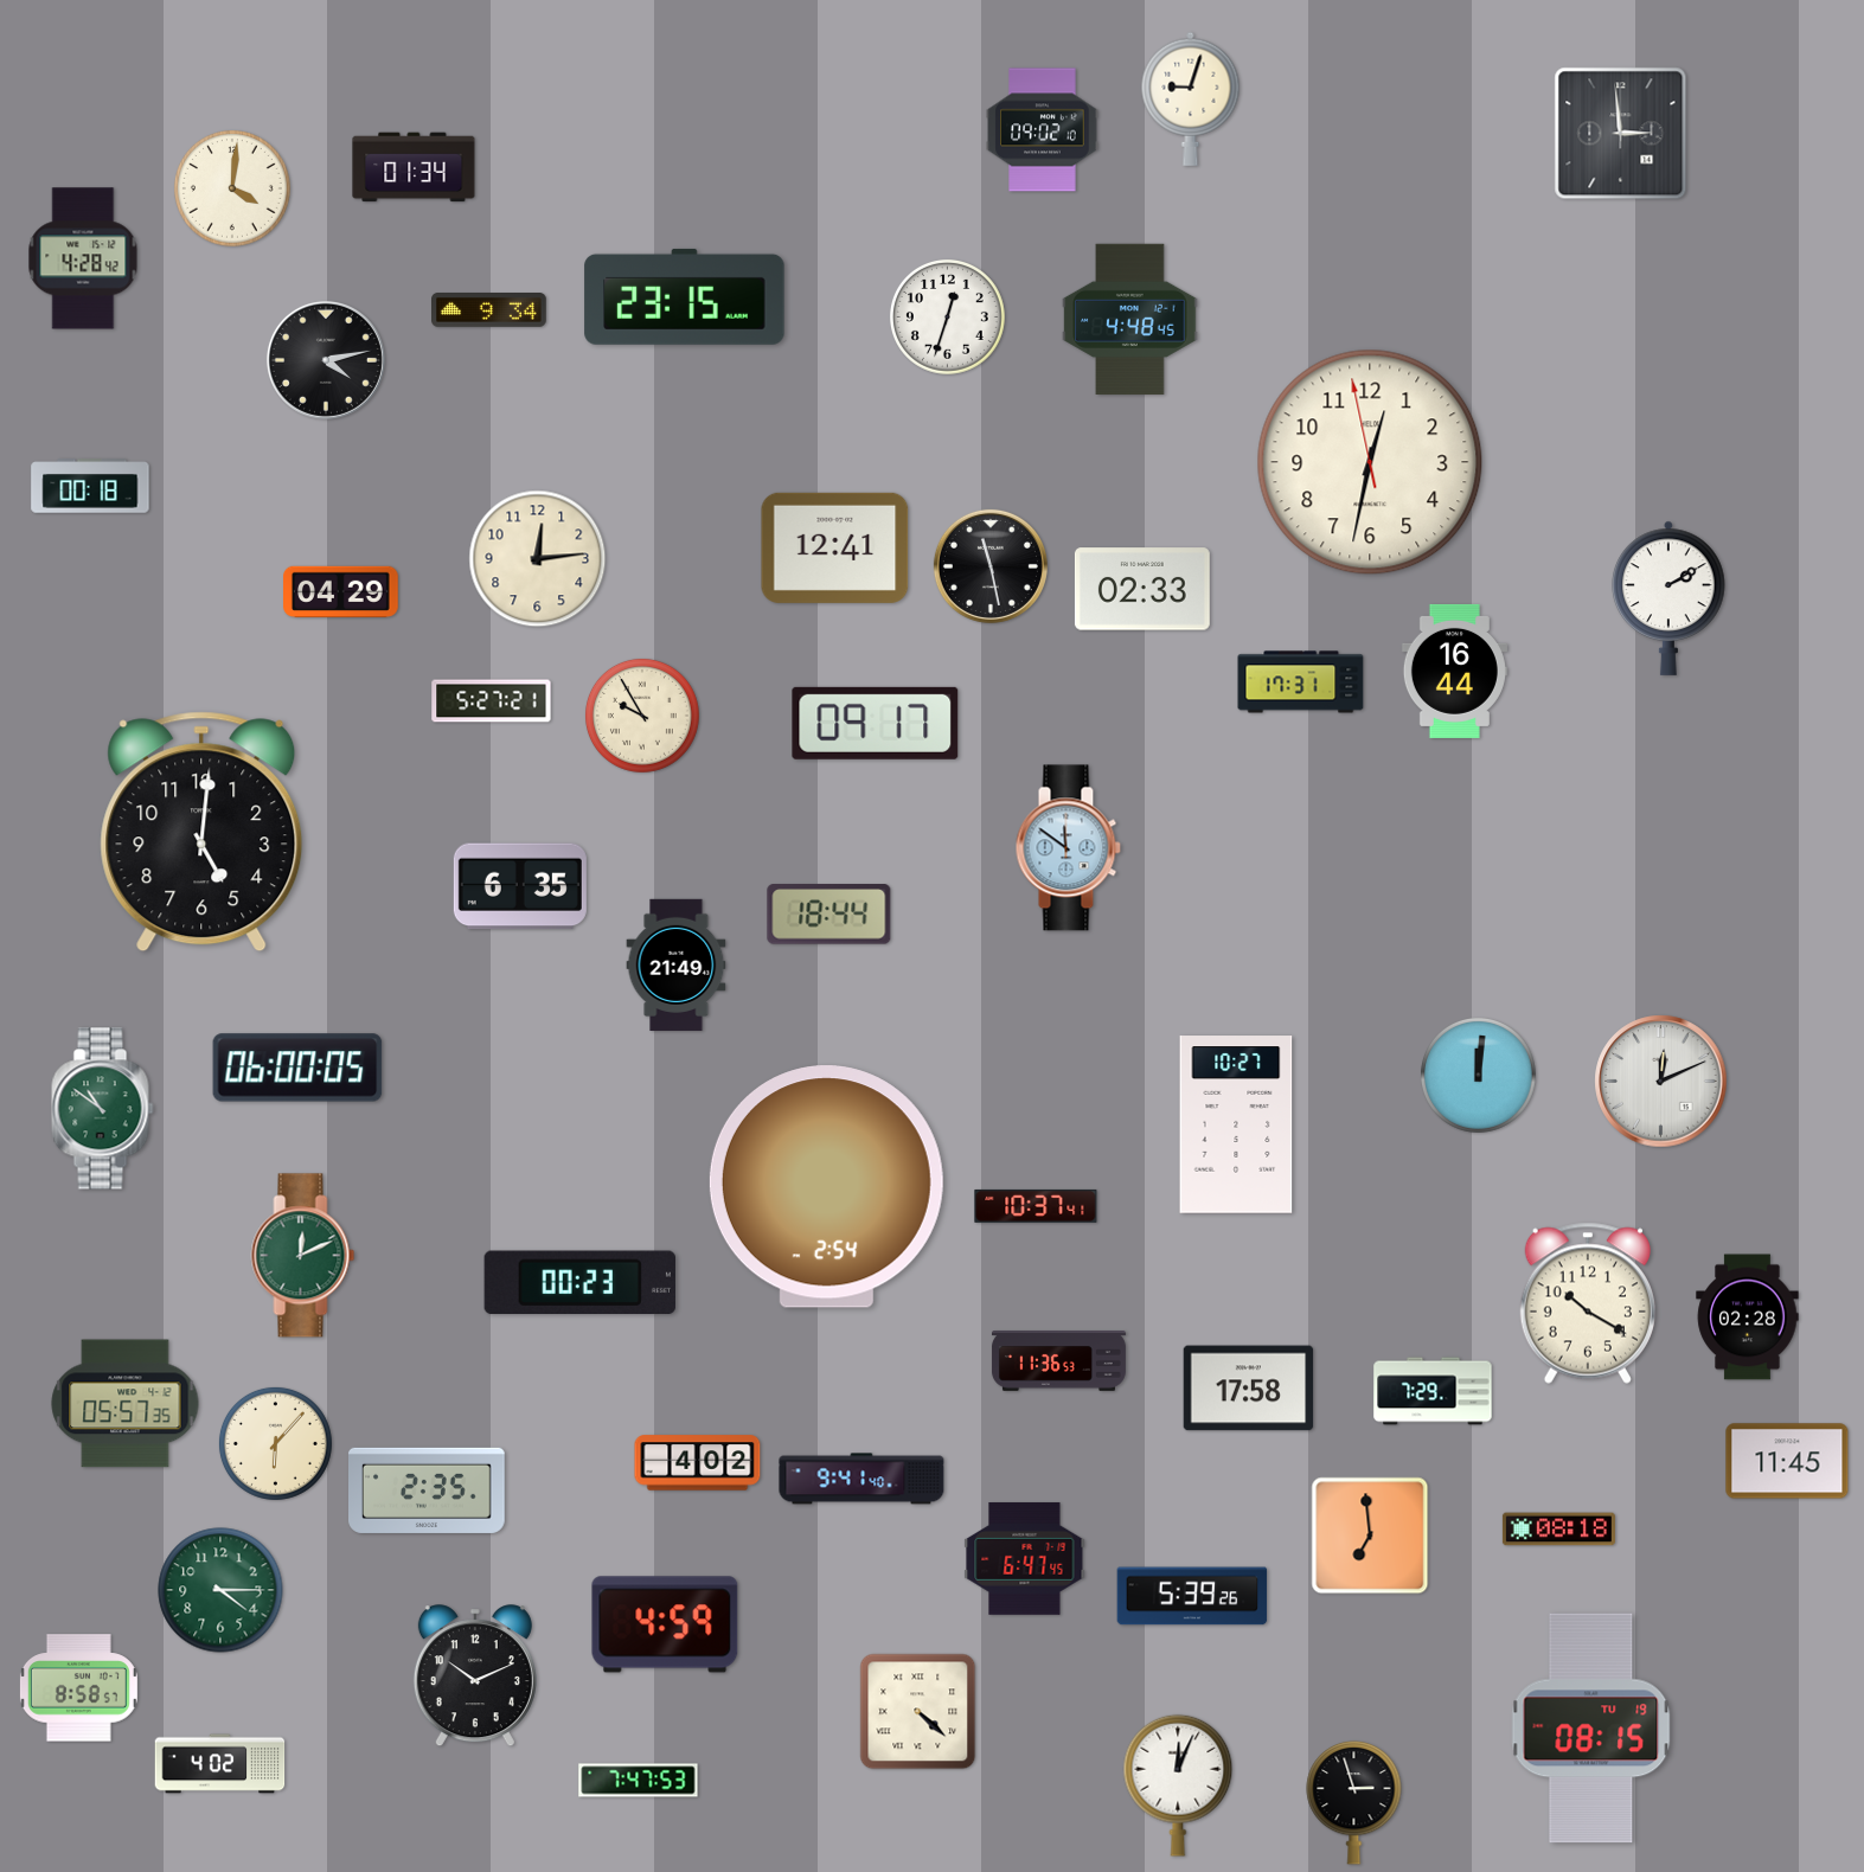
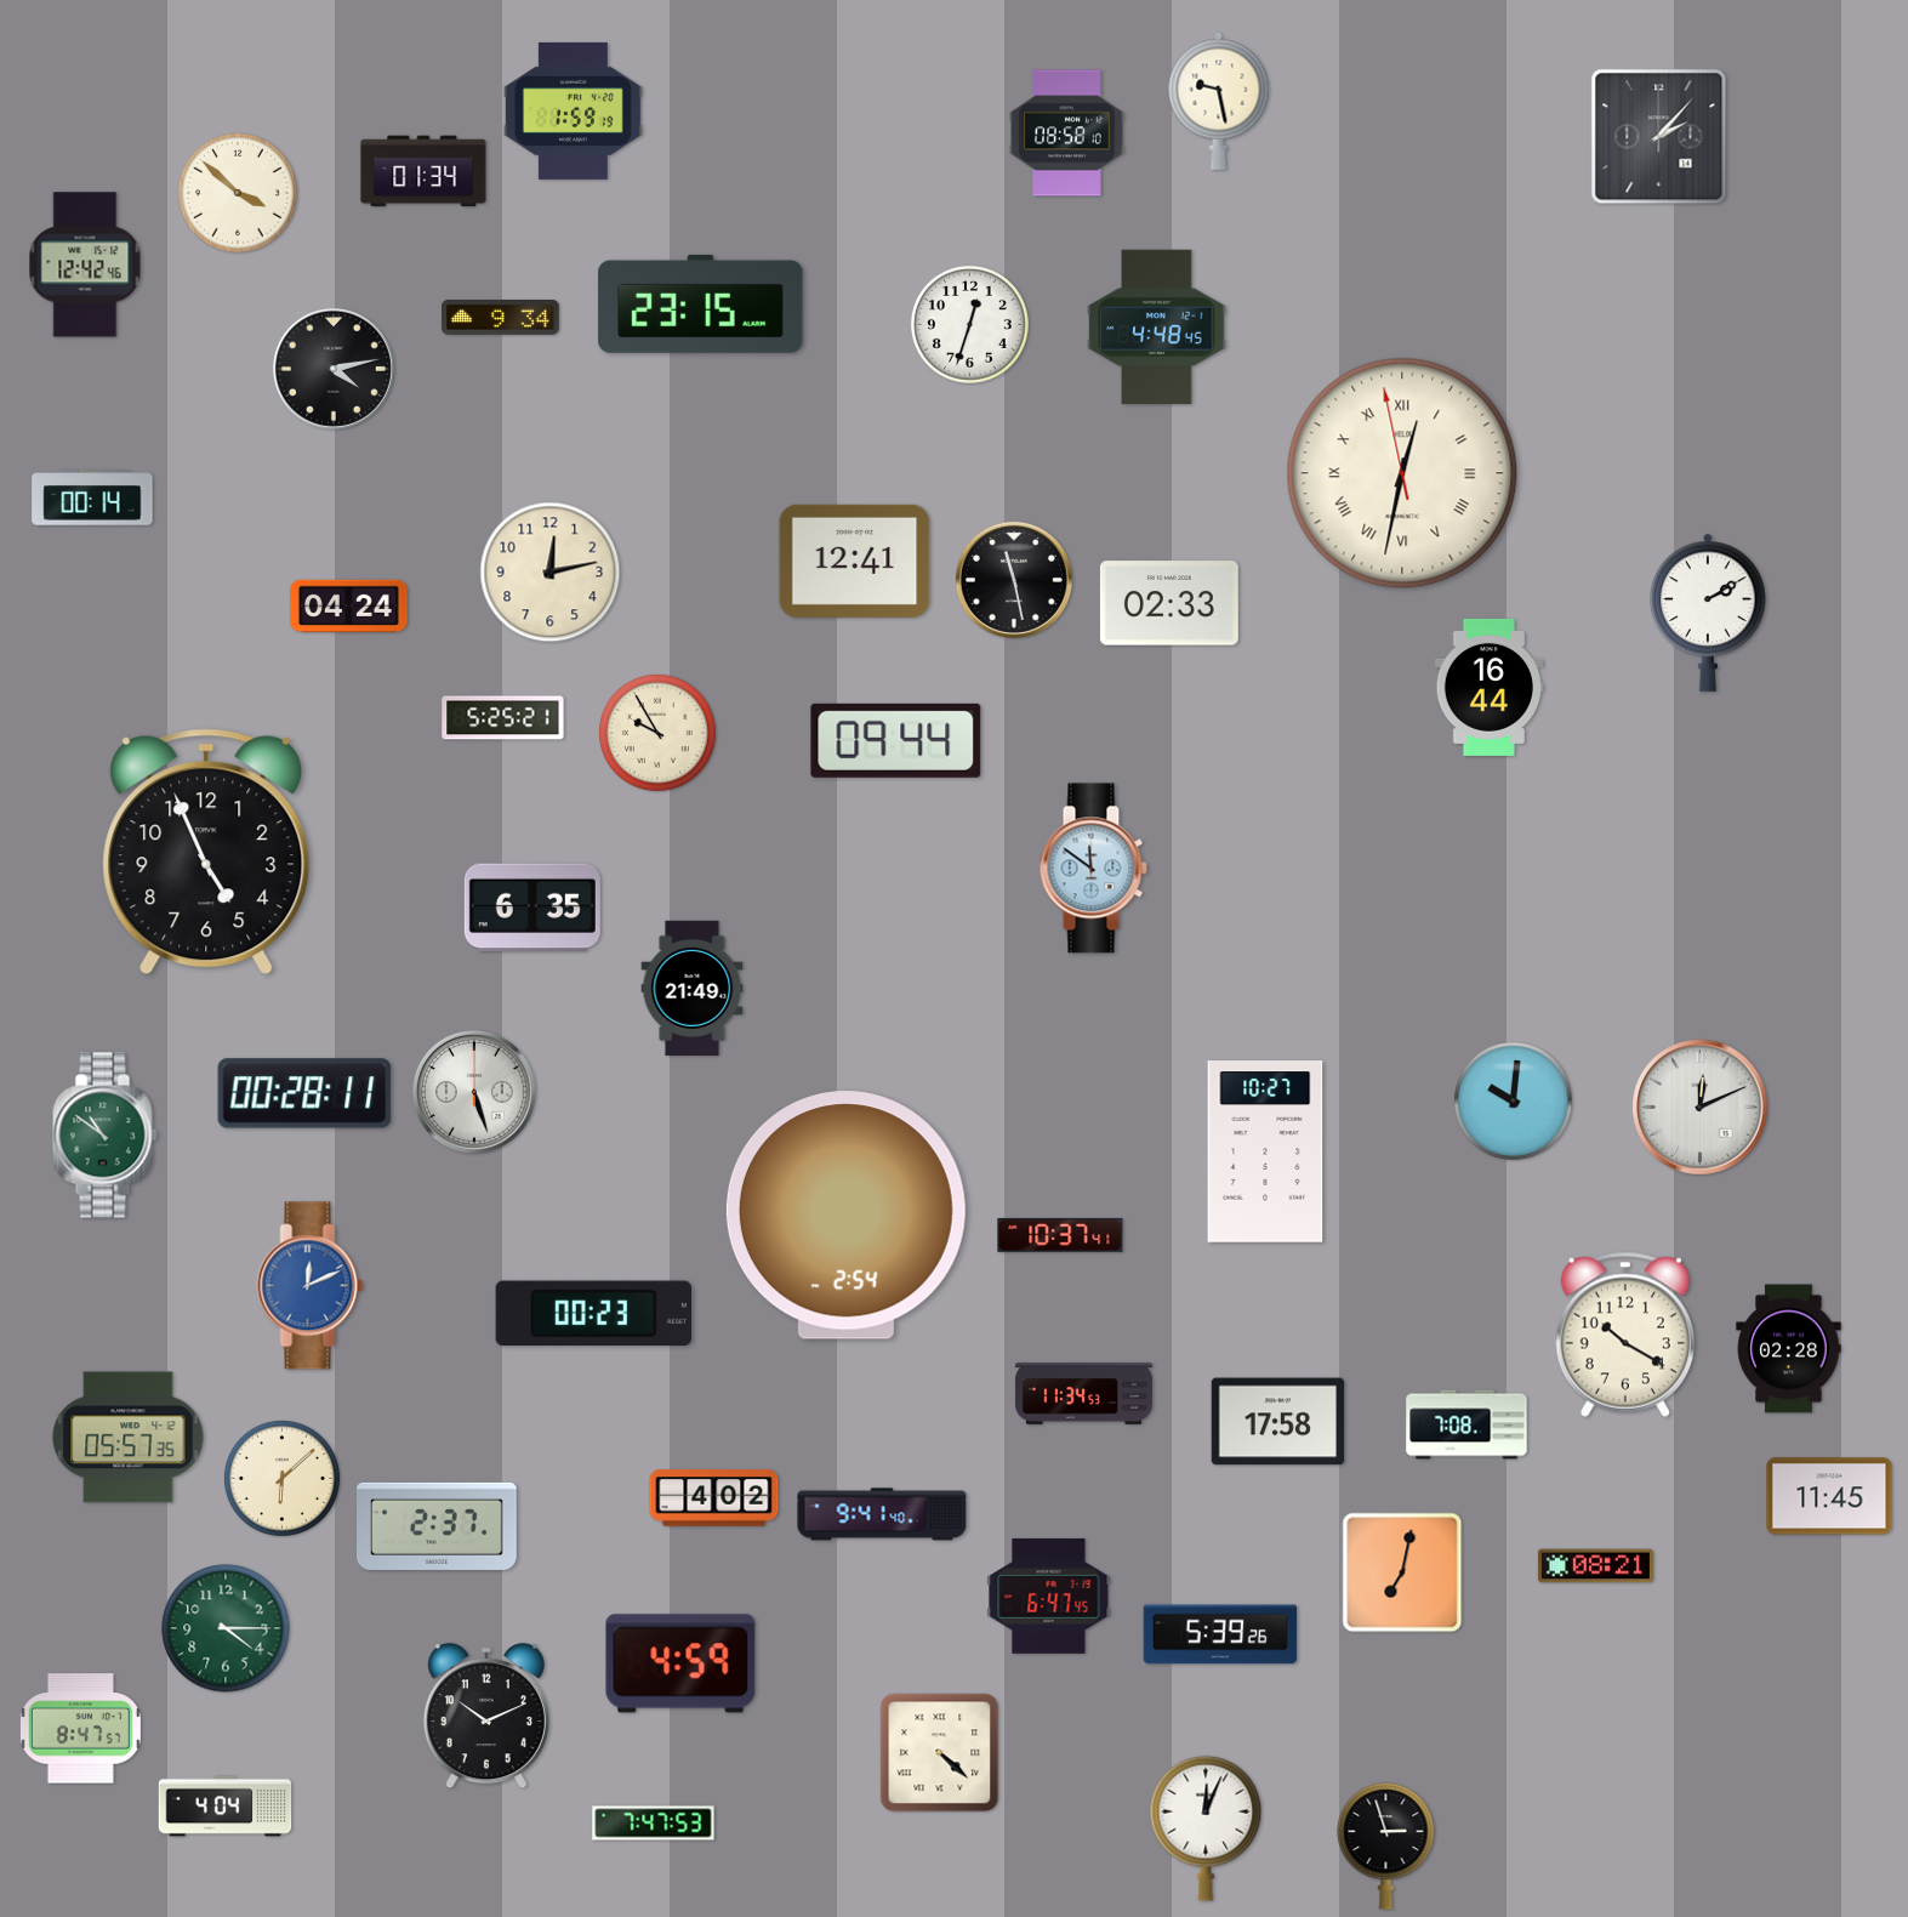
clock at (1191, 98): 9:03 -> 9:28
clock at (574, 110): none -> 1:59
clock at (1043, 130): 09:02 -> 08:58
clock at (1621, 134): 2:59 -> 2:07
clock at (233, 190): 4:01 -> 3:52
clock at (83, 258): 4:28 -> 12:42
clock at (1370, 462) numerals: Arabic -> Roman
clock at (90, 486): 00:18 -> 00:14
clock at (538, 559): 12:14 -> 12:13
clock at (341, 591): 04:29 -> 04:24
clock at (1301, 682): 17:31 -> none
clock at (492, 701): 5:27 -> 5:25
clock at (876, 723): 09:17 -> 09:44
clock at (201, 832): 5:01 -> 4:56
clock at (829, 915): 18:44 -> none
clock at (474, 1092): none -> 5:27
clock at (297, 1068): 06:00 -> 00:28
clock at (1479, 1076): 12:01 -> 10:01
clock at (303, 1256) dial: green -> blue
clock at (1058, 1361): 11:36 -> 11:34
clock at (1433, 1391): 7:29 -> 7:08
clock at (275, 1443): 6:07 -> 6:08
clock at (428, 1490): 2:35 -> 2:37
clock at (1558, 1530): 08:18 -> 08:21
clock at (1370, 1536): 6:59 -> 7:02
clock at (78, 1688): 8:58 -> 8:47
clock at (1591, 1729): 08:15 -> none
clock at (220, 1764): 4:02 -> 4:04
